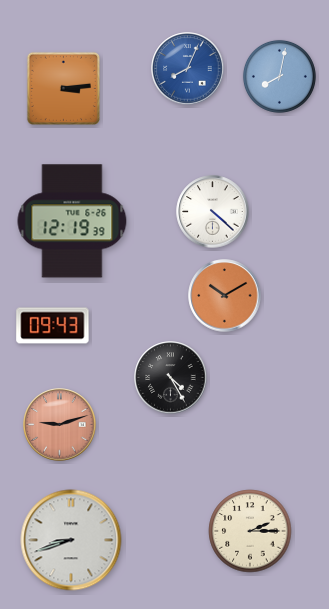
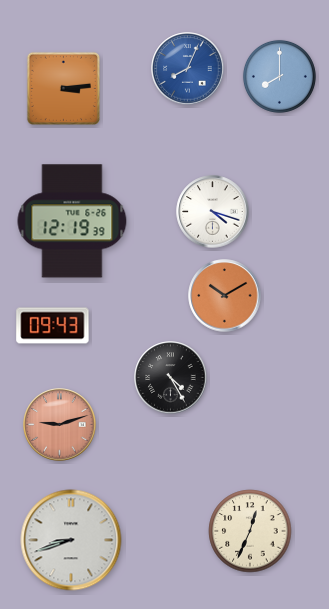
clock at (279, 76): 8:02 -> 8:00
clock at (213, 212): 4:22 -> 4:18
clock at (250, 531): 2:15 -> 12:34
